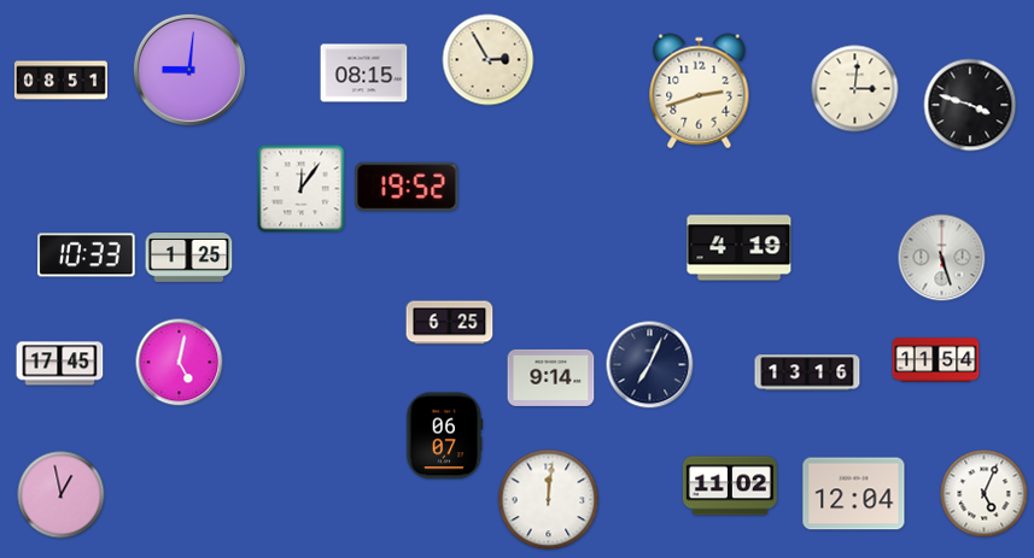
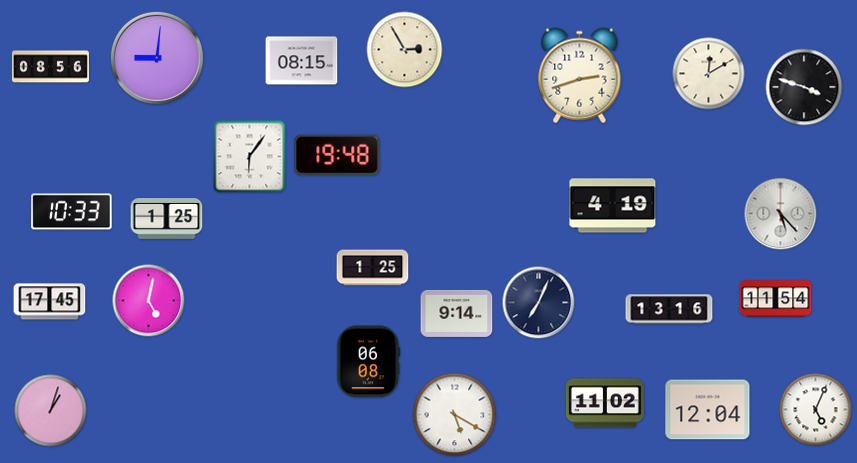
clock at (60, 81): 08:51 -> 08:56
clock at (855, 89): 3:01 -> 12:10
clock at (407, 187): 19:52 -> 19:48
clock at (302, 189): 12:06 -> 6:06
clock at (189, 258) position: (189, 258) -> (167, 219)
clock at (942, 258): 5:27 -> 5:23
clock at (450, 323): 6:25 -> 1:25
clock at (444, 436): 06:07 -> 06:08
clock at (62, 495): 12:58 -> 1:03
clock at (549, 500): 12:01 -> 5:20
